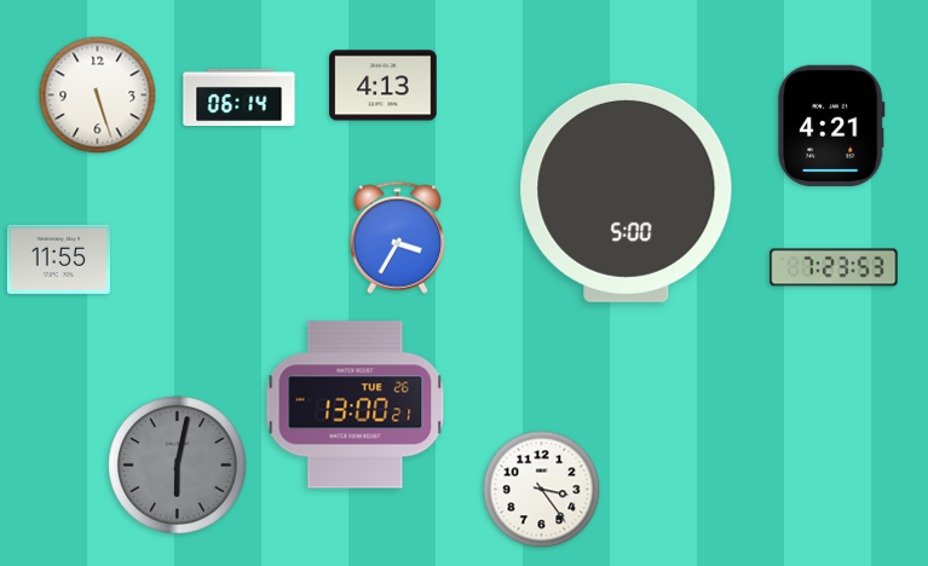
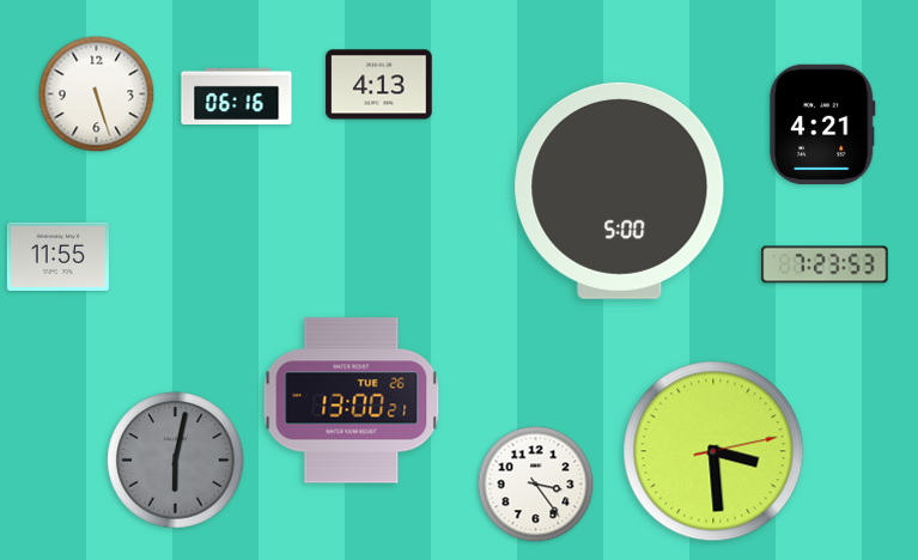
clock at (240, 98): 06:14 -> 06:16
clock at (398, 237): 3:35 -> none
clock at (713, 451): none -> 3:29
